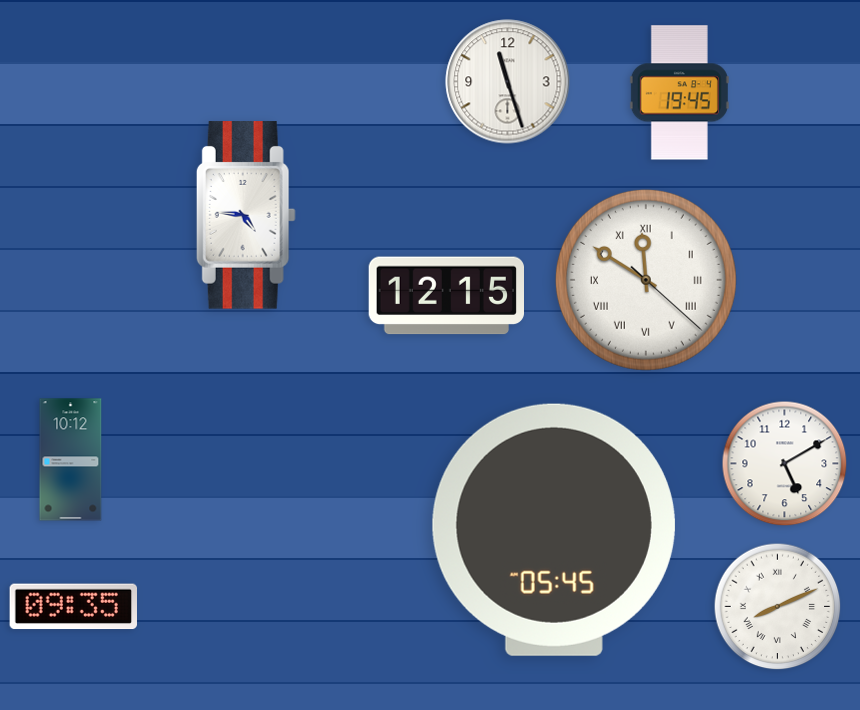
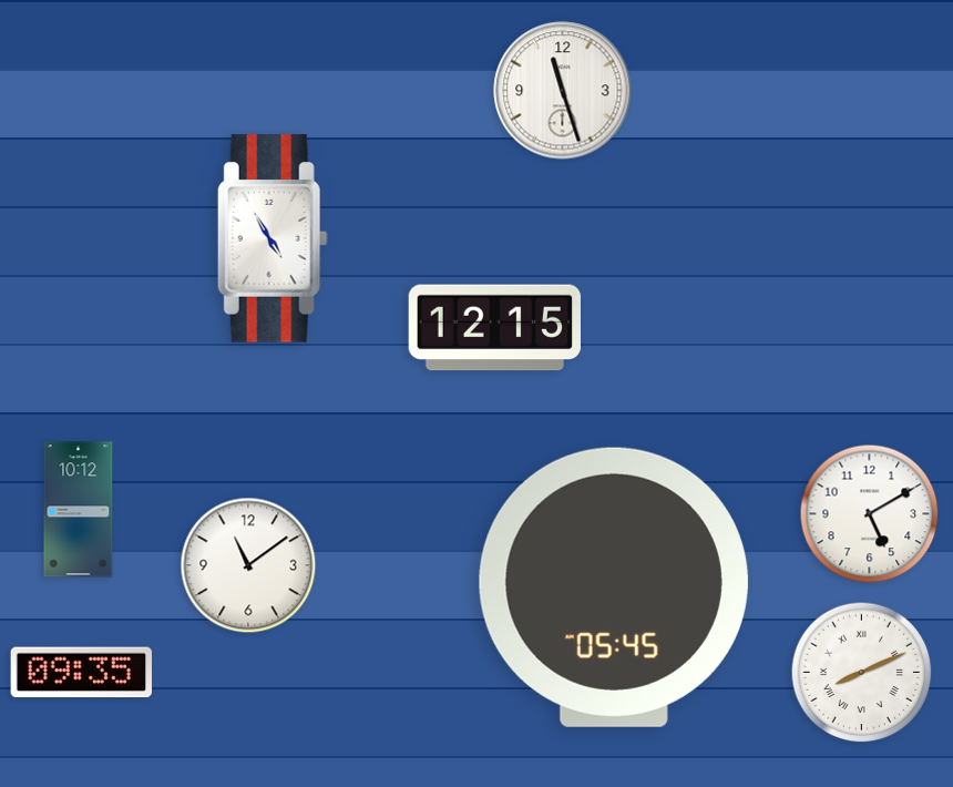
clock at (679, 93): 19:45 -> none
clock at (246, 215): 4:46 -> 4:55
clock at (646, 280): 11:50 -> none
clock at (248, 565): none -> 11:09
